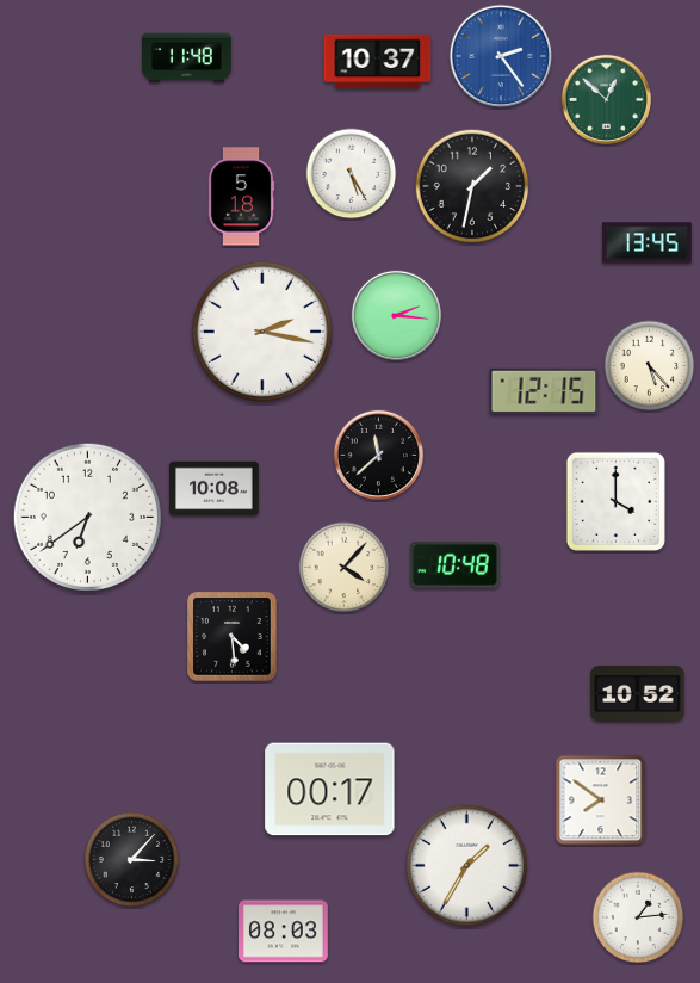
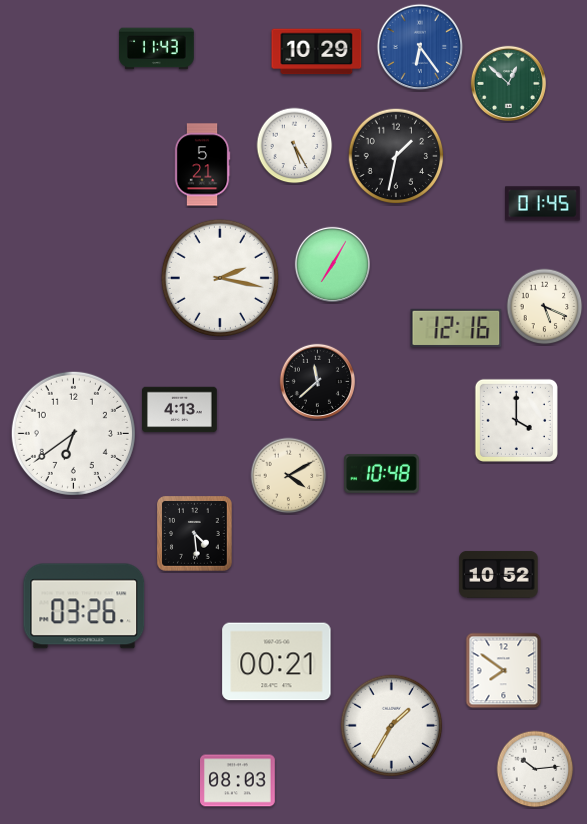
clock at (501, 56): 2:24 -> 6:24
clock at (187, 58): 11:48 -> 11:43
clock at (378, 62): 10:37 -> 10:29
clock at (241, 197): 5:18 -> 5:21
clock at (648, 243): 13:45 -> 01:45
clock at (396, 315): 2:16 -> 7:05
clock at (650, 366): 5:23 -> 5:19
clock at (544, 391): 12:15 -> 12:16
clock at (215, 489): 10:08 -> 4:13
clock at (345, 568): 4:07 -> 4:10
clock at (638, 693) position: (638, 693) -> (499, 574)
clock at (84, 606): none -> 03:26
clock at (330, 790): 00:17 -> 00:21
clock at (132, 860): 3:07 -> none
clock at (638, 917): 1:14 -> 10:14
